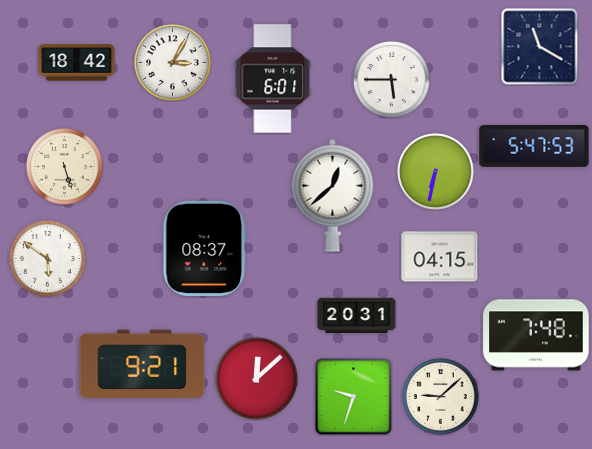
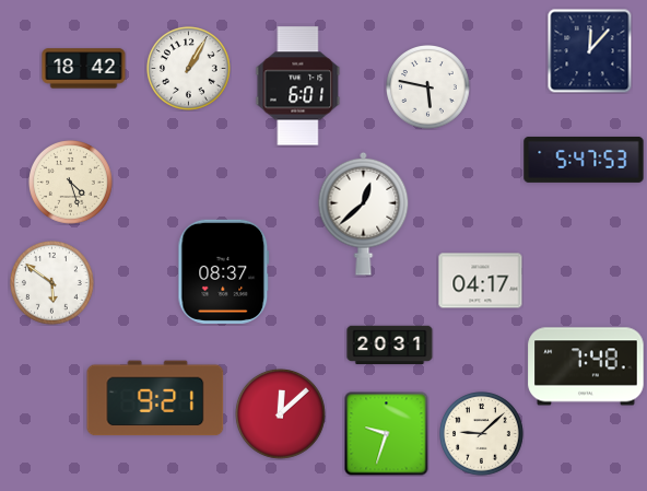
clock at (539, 46): 11:20 -> 12:07
clock at (173, 63): 3:05 -> 1:05
clock at (392, 80): 5:45 -> 5:47
clock at (65, 167): 5:27 -> 4:27
clock at (436, 172): 6:32 -> none
clock at (440, 257): 04:15 -> 04:17
